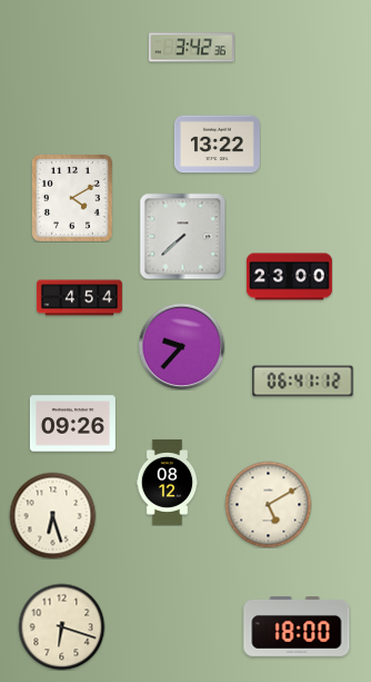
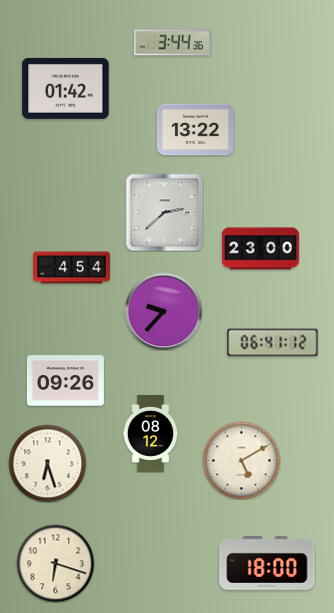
clock at (191, 48): 3:42 -> 3:44
clock at (66, 88): none -> 01:42
clock at (72, 198): 4:10 -> none
clock at (182, 236): 7:38 -> 2:38
clock at (268, 504) position: (268, 504) -> (241, 460)
